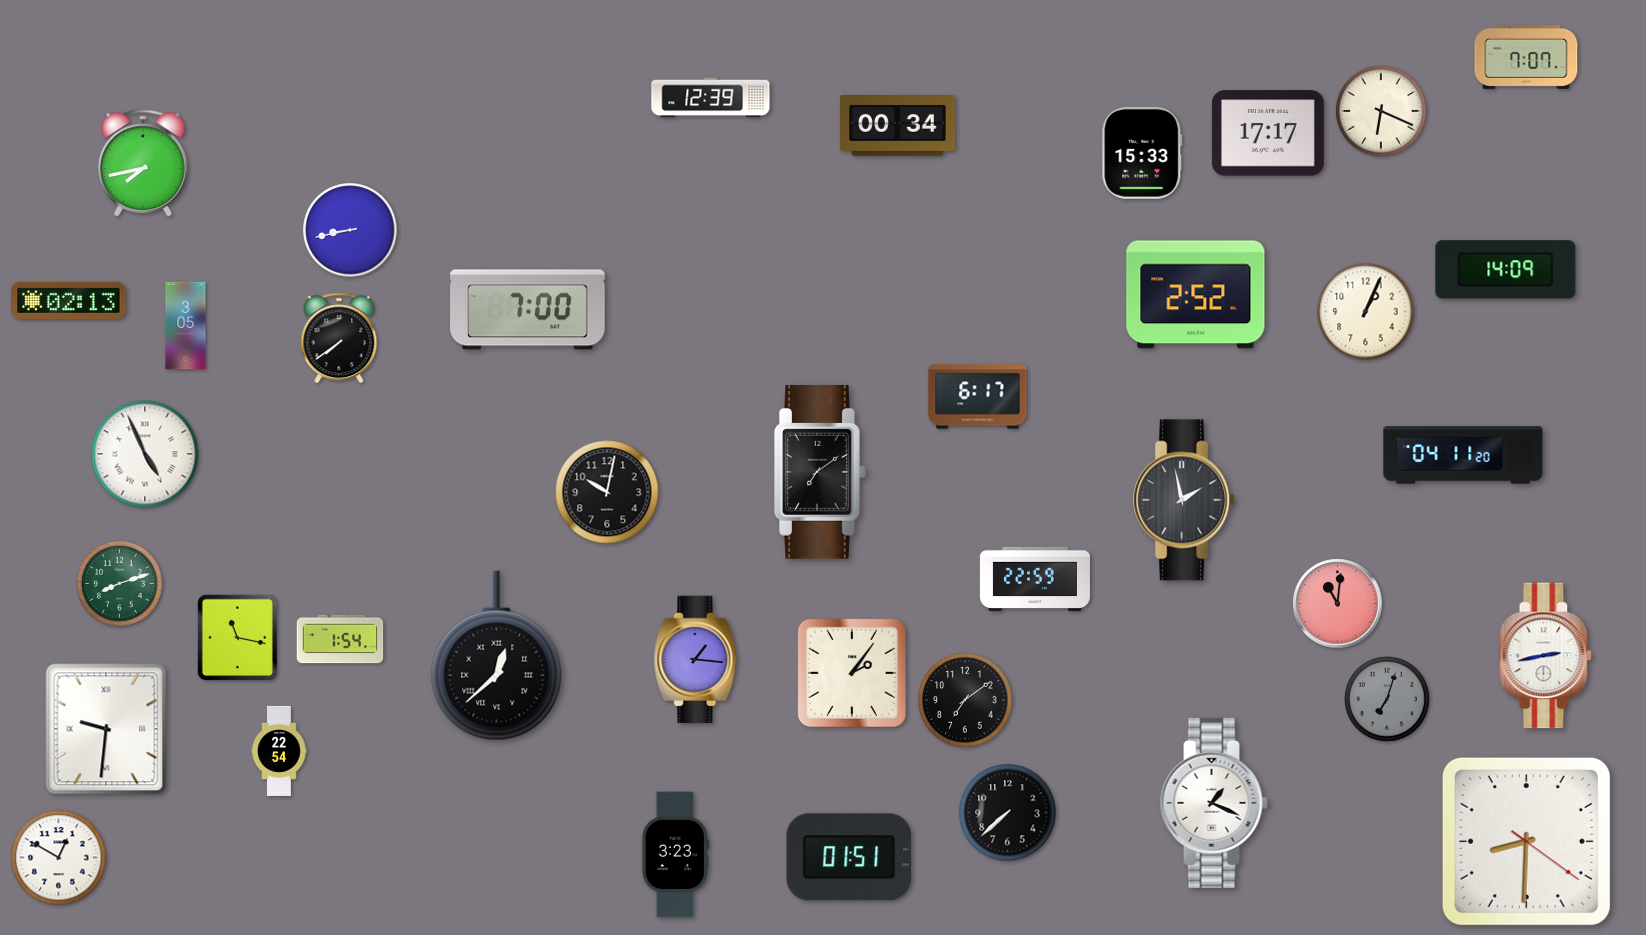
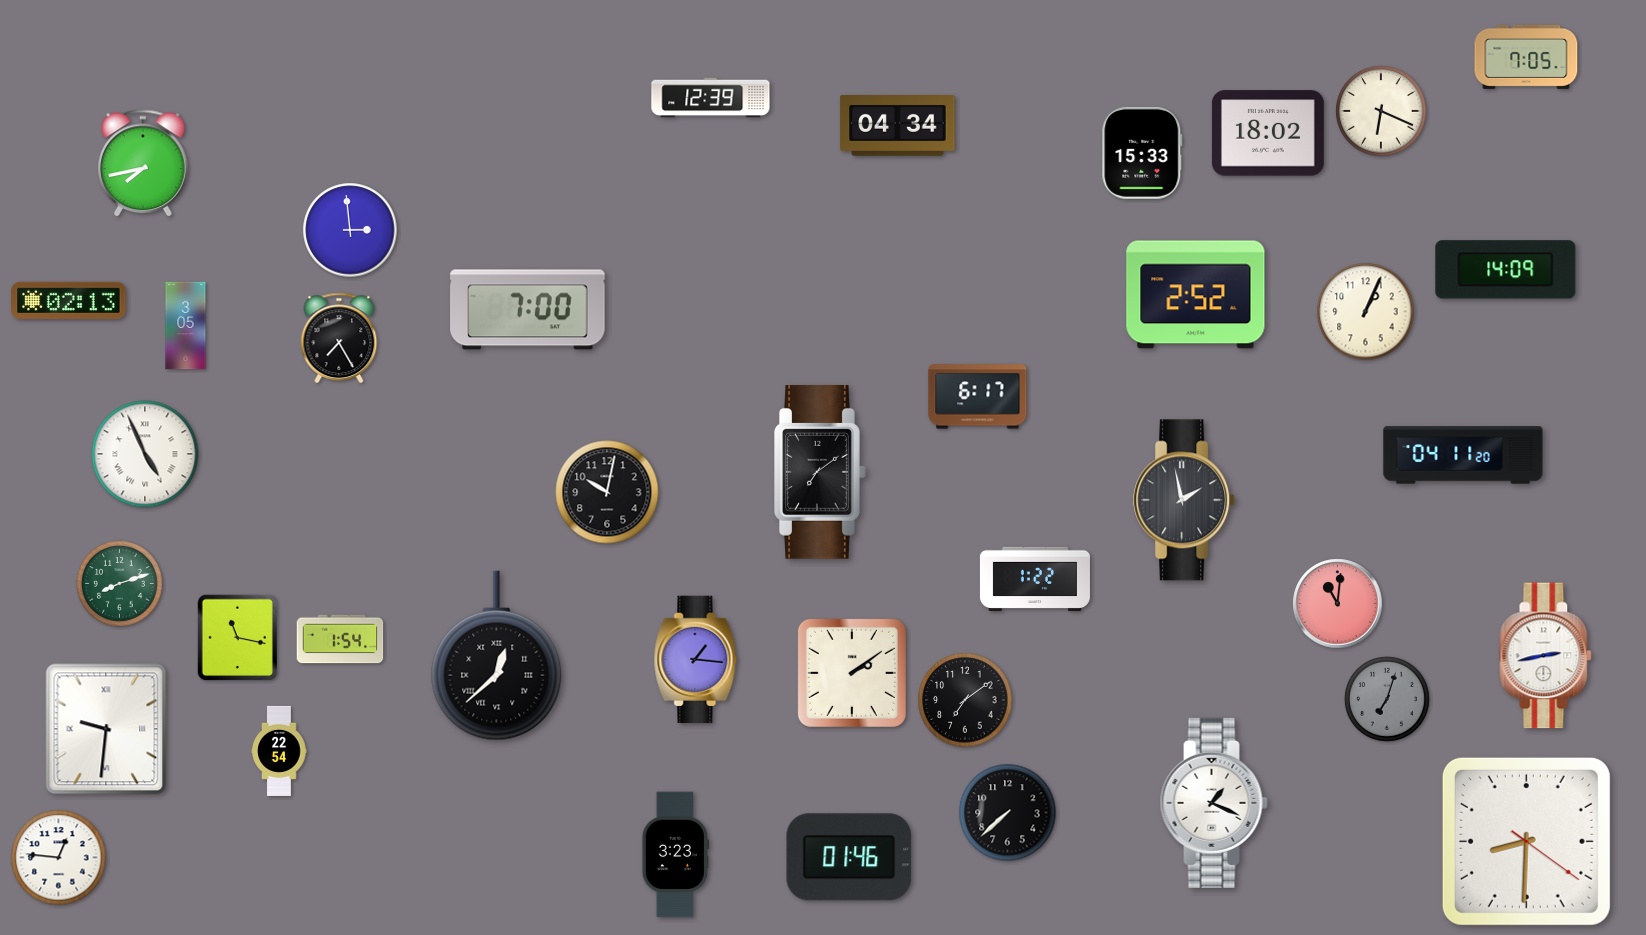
clock at (1526, 57): 7:07 -> 7:05
clock at (898, 126): 00:34 -> 04:34
clock at (1268, 133): 17:17 -> 18:02
clock at (350, 230): 8:43 -> 2:59
clock at (339, 337): 7:39 -> 7:25
clock at (1035, 578): 22:59 -> 1:22
clock at (852, 673): 2:06 -> 2:09
clock at (849, 857): 01:51 -> 01:46
clock at (59, 858): 12:50 -> 12:46
